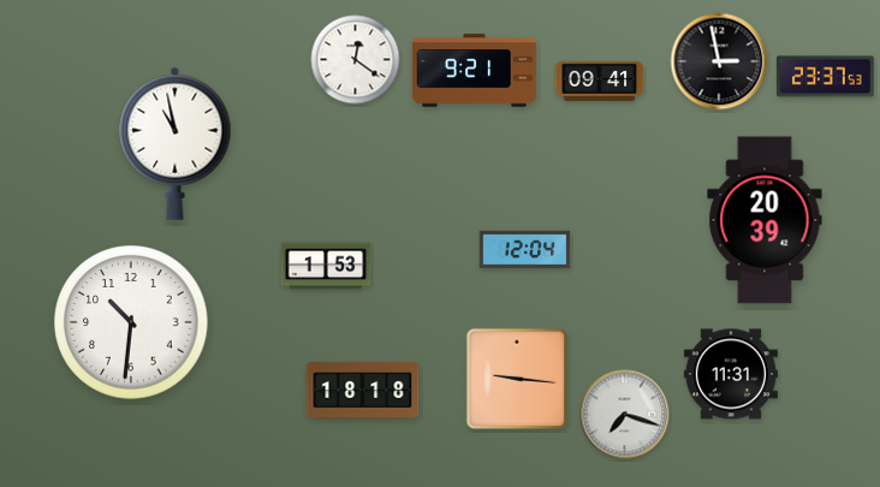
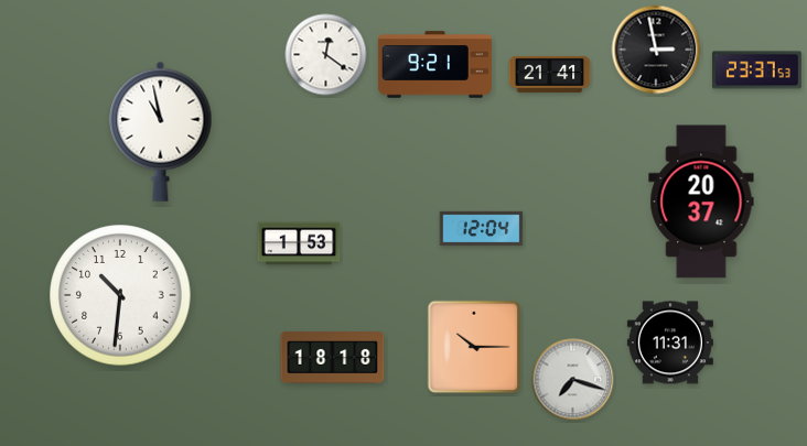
clock at (719, 61) position: (719, 61) -> (656, 50)
clock at (600, 81): 09:41 -> 21:41
clock at (765, 220): 20:39 -> 20:37
clock at (517, 379): 9:16 -> 10:15
